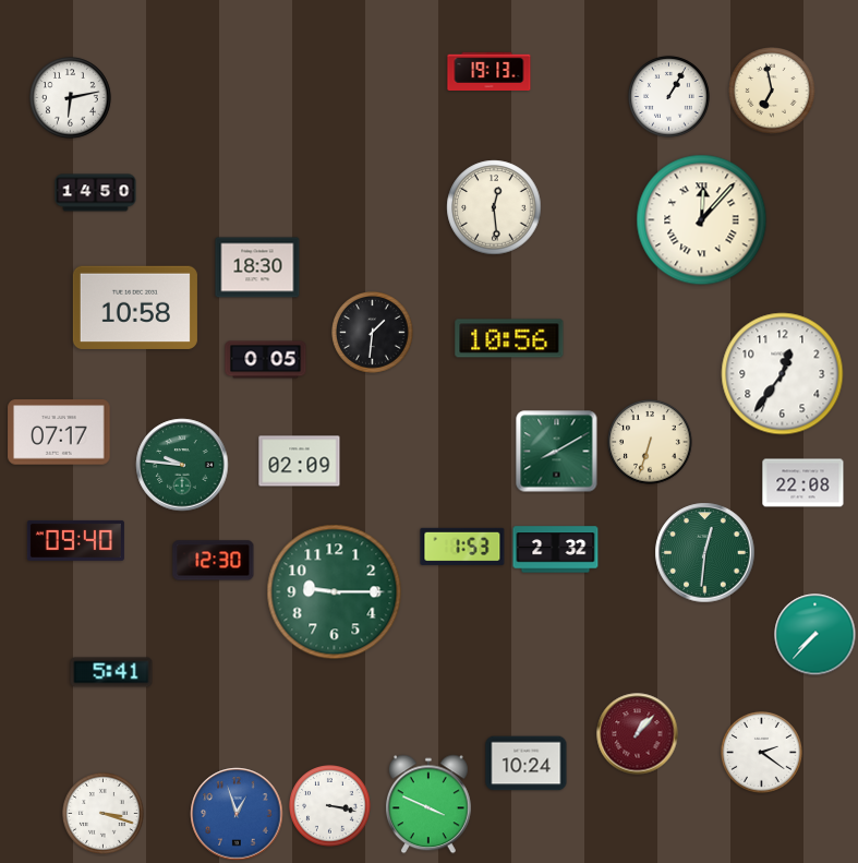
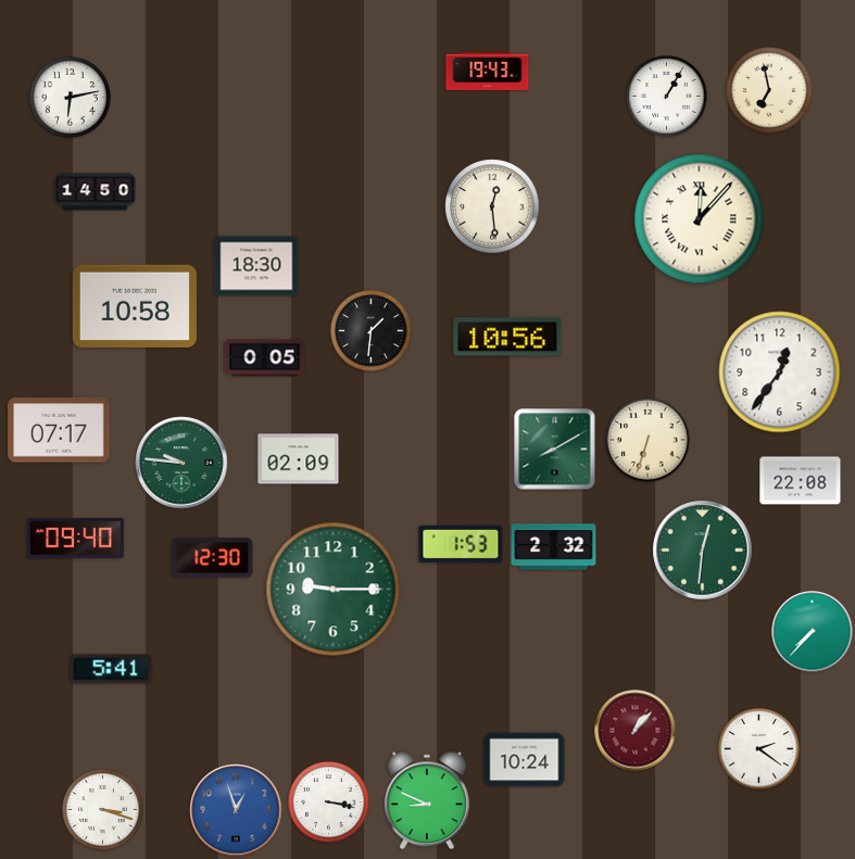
clock at (490, 71): 19:13 -> 19:43
clock at (428, 804): 3:49 -> 8:49
